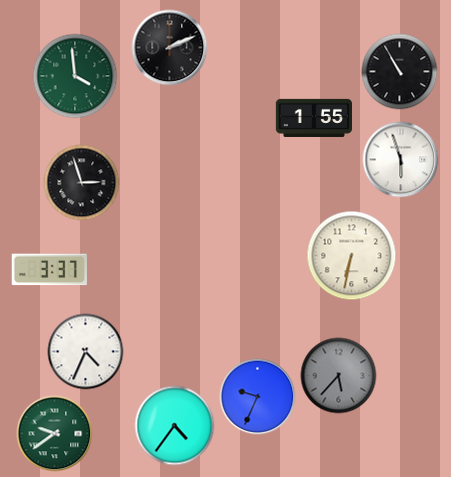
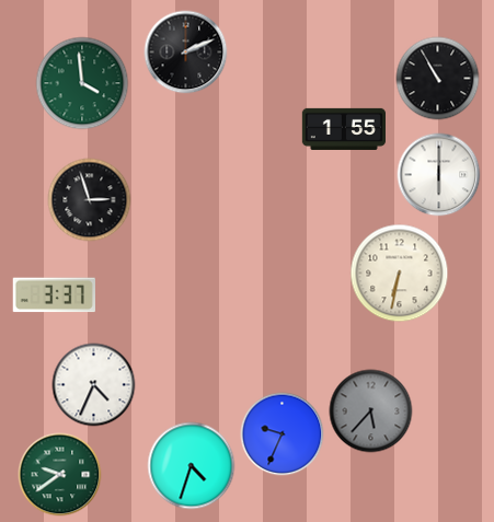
clock at (401, 160): 5:57 -> 6:00
clock at (352, 256) position: (352, 256) -> (400, 274)
clock at (175, 426): 4:36 -> 4:33
